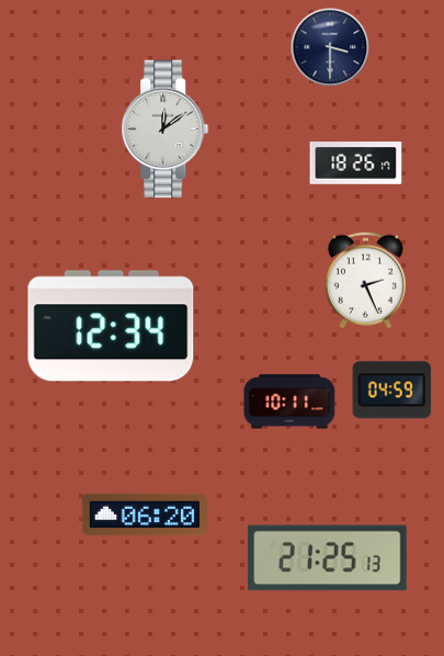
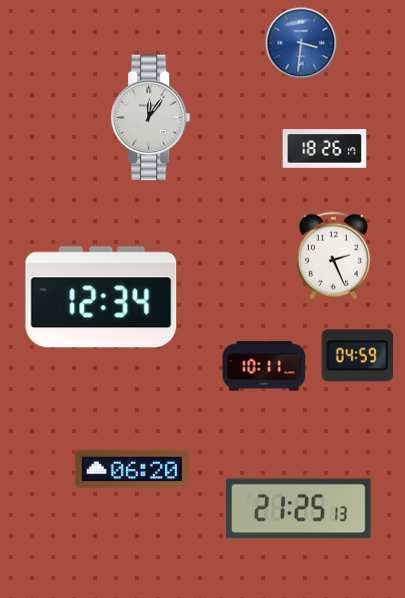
clock at (330, 47): 3:30 -> 3:31
clock at (330, 47) dial: navy -> blue
clock at (166, 129): 12:09 -> 12:06
